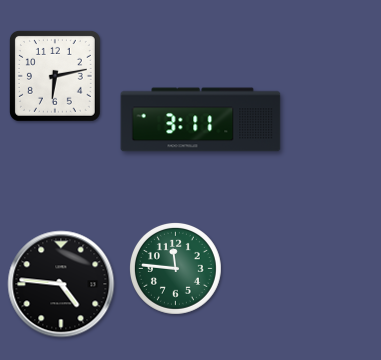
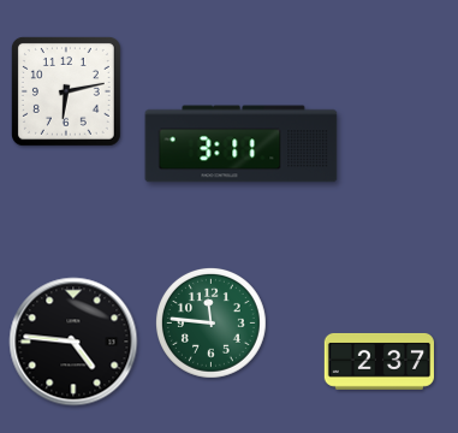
clock at (379, 361): none -> 2:37
